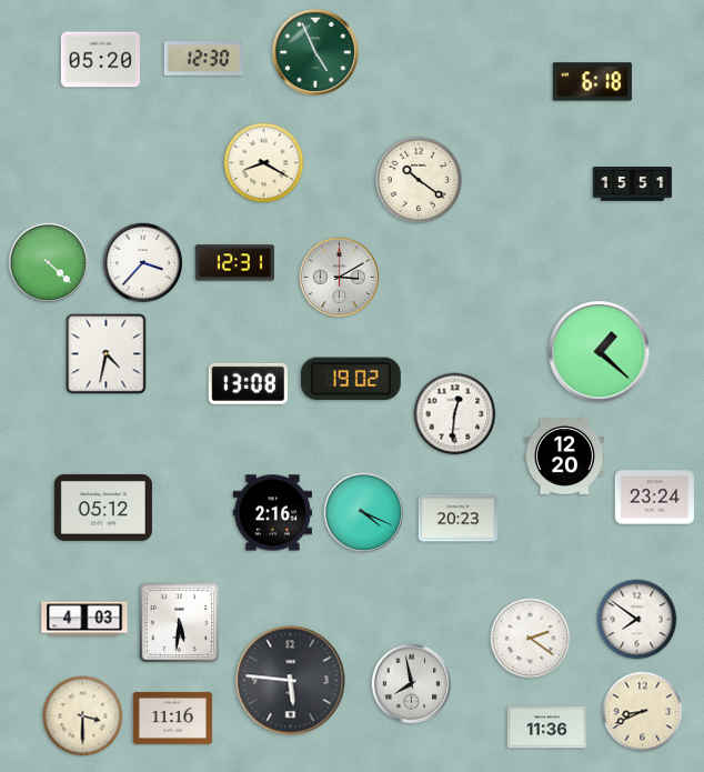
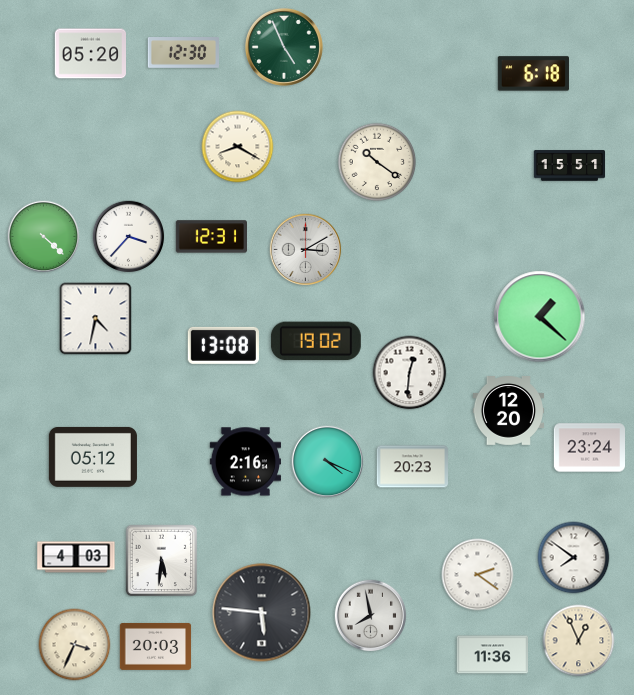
clock at (643, 712): 8:41 -> 12:56
clock at (83, 716): 3:30 -> 3:34
clock at (173, 718): 11:16 -> 20:03
